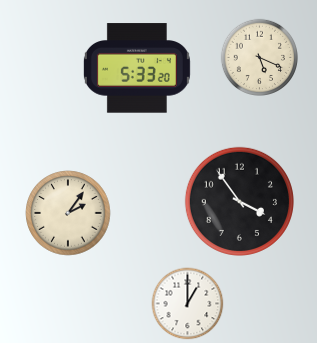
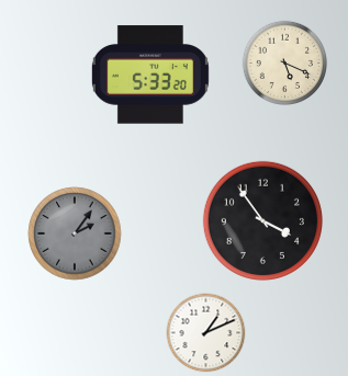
clock at (68, 213) dial: cream -> grey
clock at (188, 304): 1:00 -> 1:11
